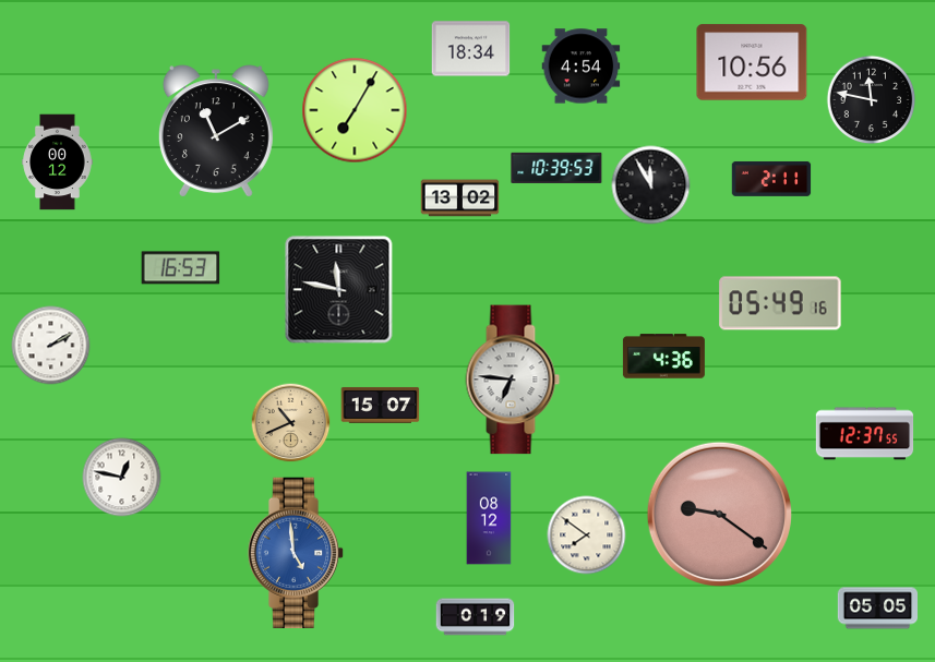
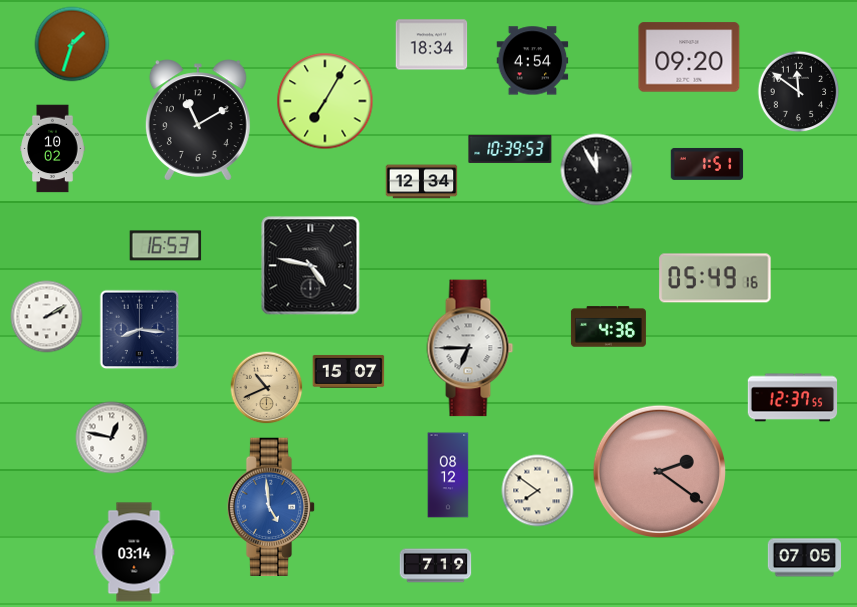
clock at (72, 44): none -> 1:33
clock at (752, 62): 10:56 -> 09:20
clock at (872, 100): 11:47 -> 11:51
clock at (58, 163): 00:12 -> 10:02
clock at (556, 168) position: (556, 168) -> (510, 149)
clock at (771, 179): 2:11 -> 1:51
clock at (460, 198): 13:02 -> 12:34
clock at (339, 290): 11:47 -> 4:47
clock at (140, 330): none -> 8:16
clock at (513, 380): 6:46 -> 6:45
clock at (719, 514): 9:21 -> 2:21
clock at (134, 552): none -> 03:14
clock at (877, 609): 05:05 -> 07:05
clock at (476, 617): 0:19 -> 7:19
